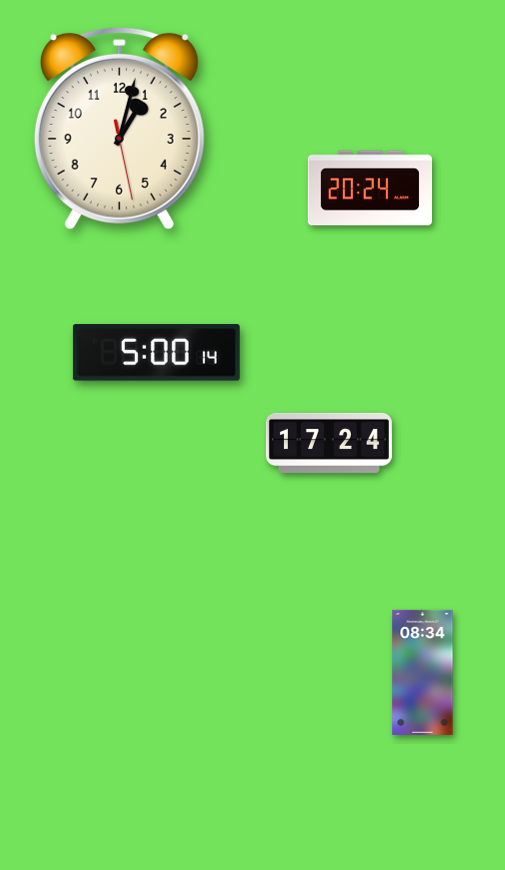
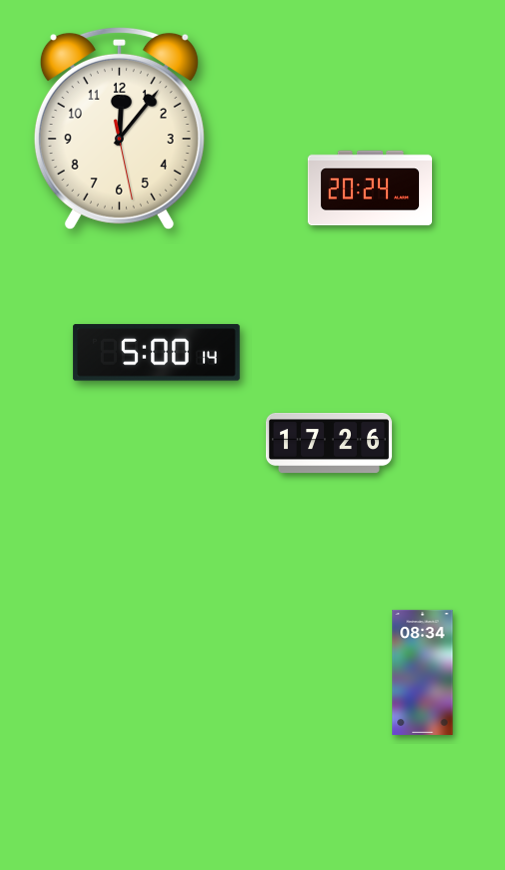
clock at (119, 128): 1:02 -> 12:06
clock at (329, 443): 17:24 -> 17:26
